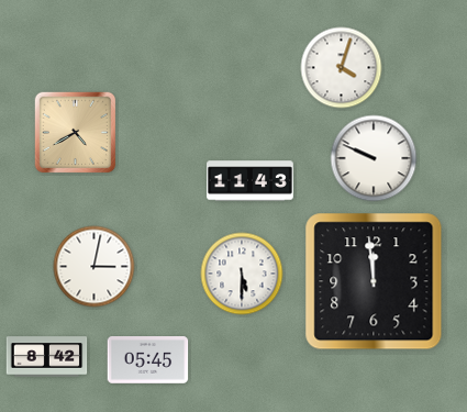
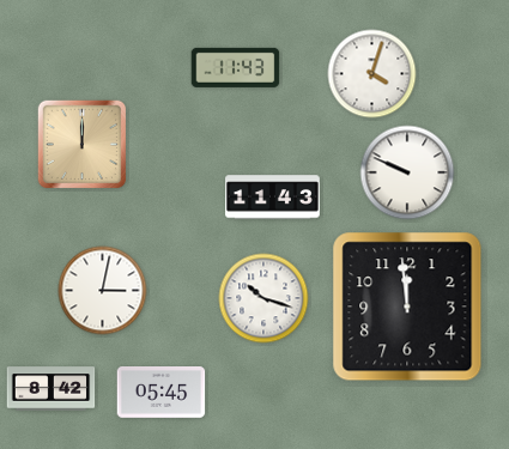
clock at (236, 67): none -> 11:43
clock at (76, 133): 4:40 -> 12:00
clock at (242, 274): 5:30 -> 10:18
